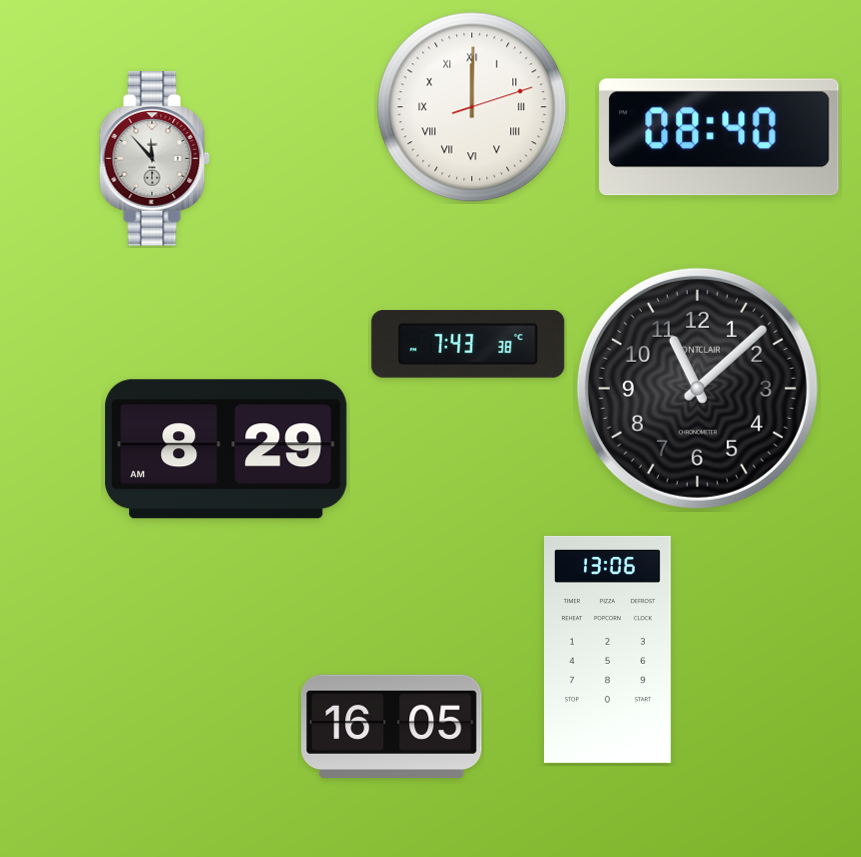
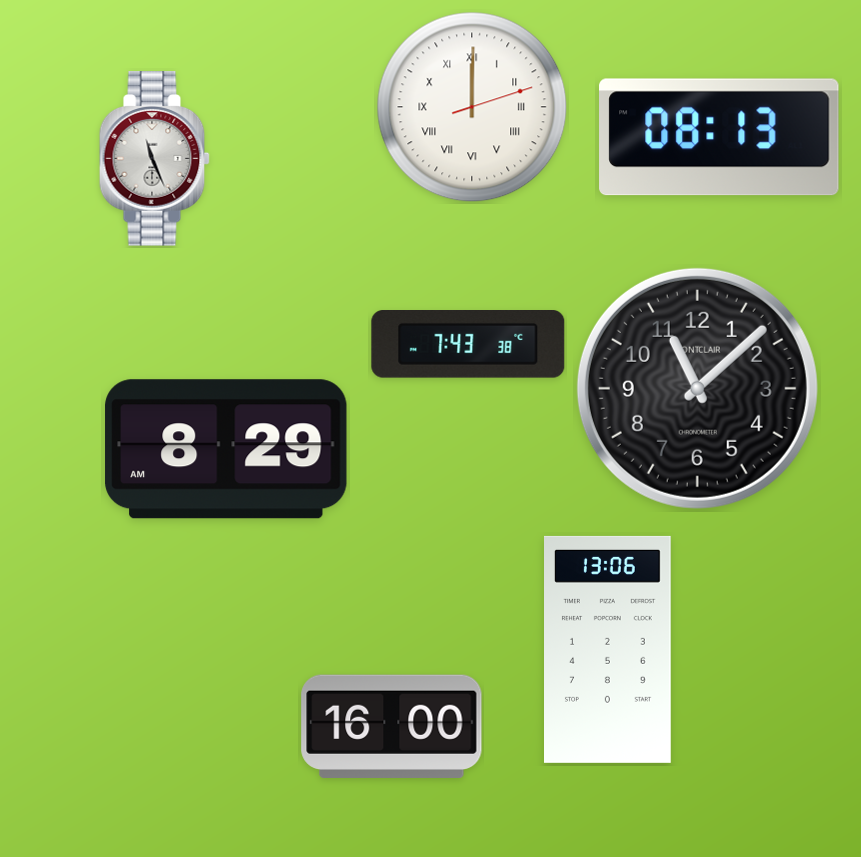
clock at (719, 137): 08:40 -> 08:13
clock at (154, 159): 11:53 -> 11:26
clock at (392, 726): 16:05 -> 16:00
